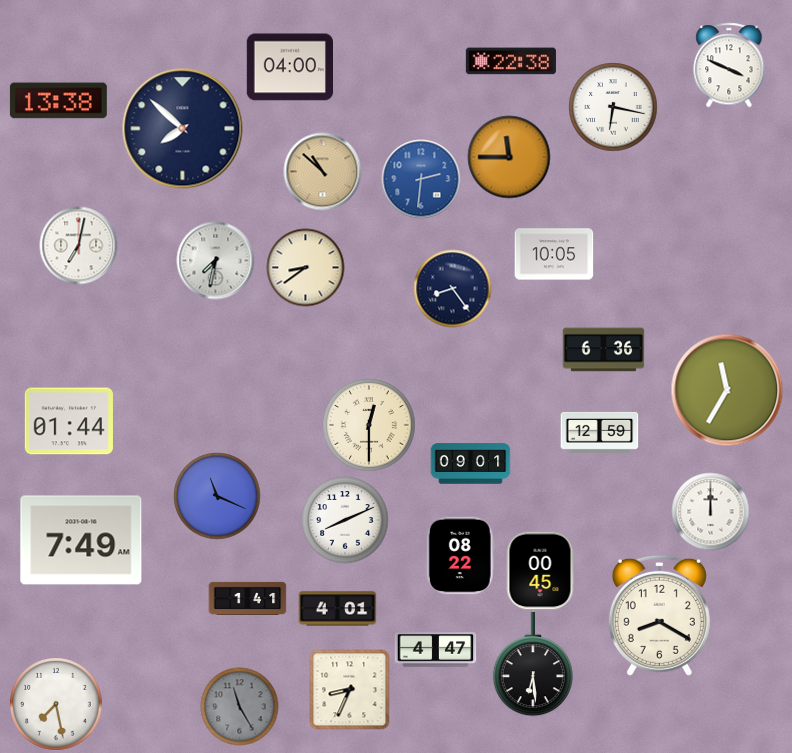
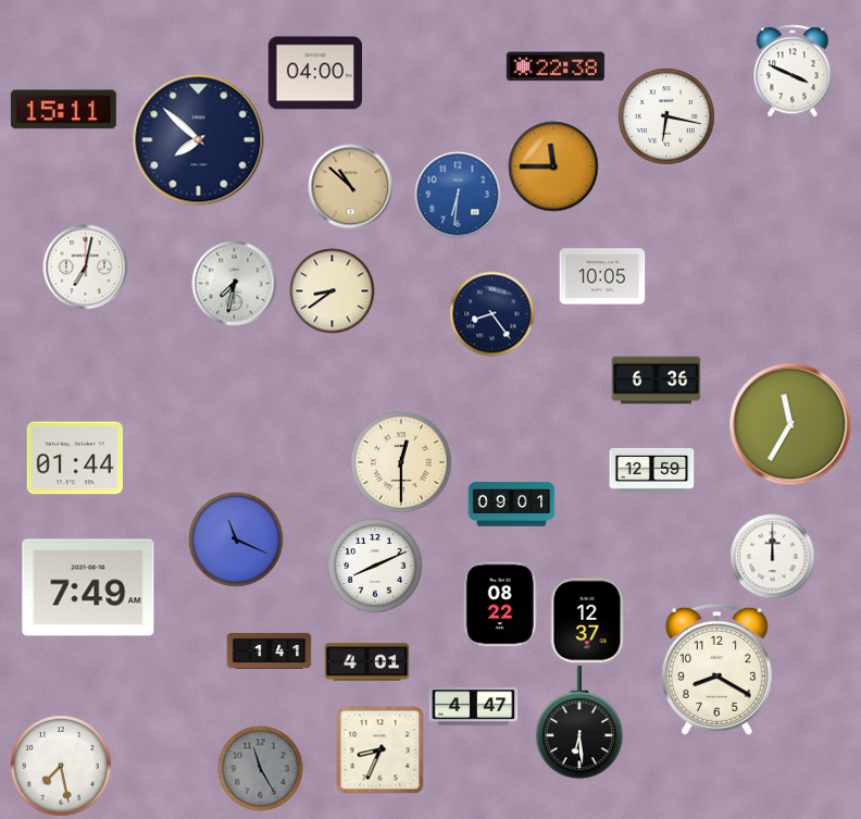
clock at (58, 101): 13:38 -> 15:11
clock at (509, 157) position: (509, 157) -> (553, 166)
clock at (421, 179): 2:31 -> 6:31
clock at (540, 570): 00:45 -> 12:37
